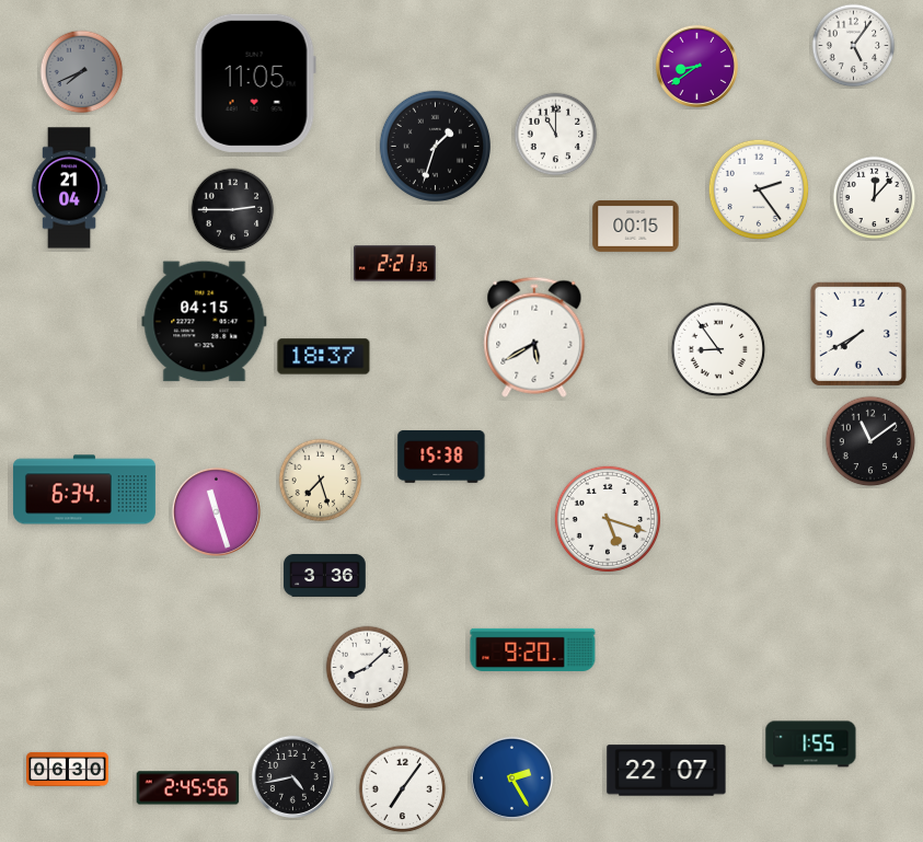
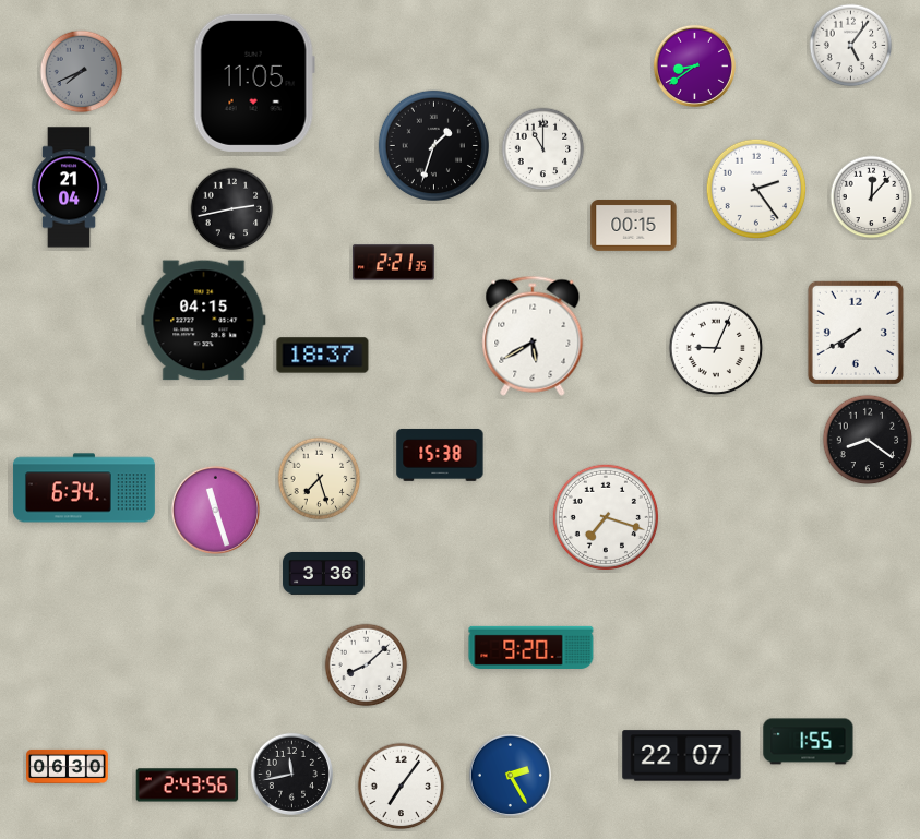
clock at (556, 135) position: (556, 135) -> (543, 149)
clock at (233, 210): 2:45 -> 2:43
clock at (718, 349): 8:54 -> 9:04
clock at (870, 441): 11:09 -> 8:21
clock at (607, 518): 5:18 -> 7:18
clock at (667, 771) position: (667, 771) -> (682, 756)
clock at (292, 776): 4:43 -> 11:43
clock at (188, 788): 2:45 -> 2:43
